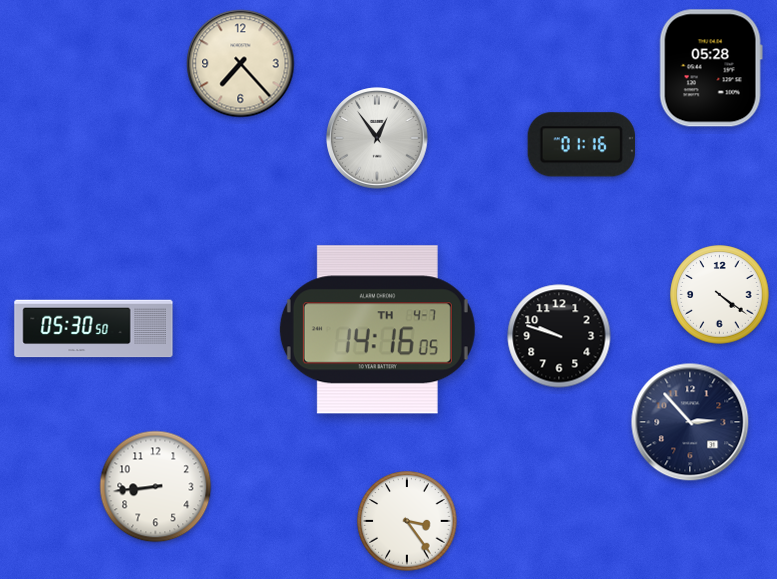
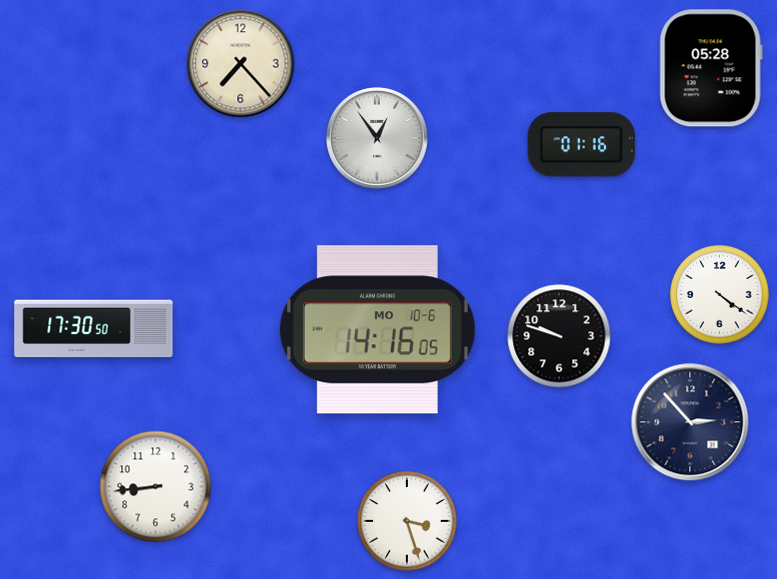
clock at (94, 329): 05:30 -> 17:30
clock at (377, 330) date: TH 4-7 -> MO 10-6
clock at (407, 521): 3:24 -> 3:27
